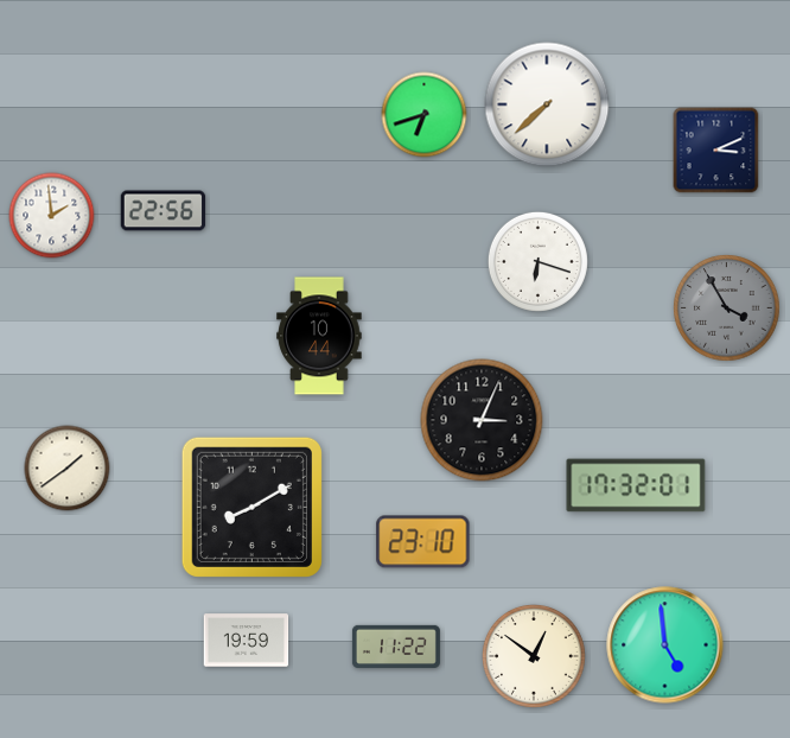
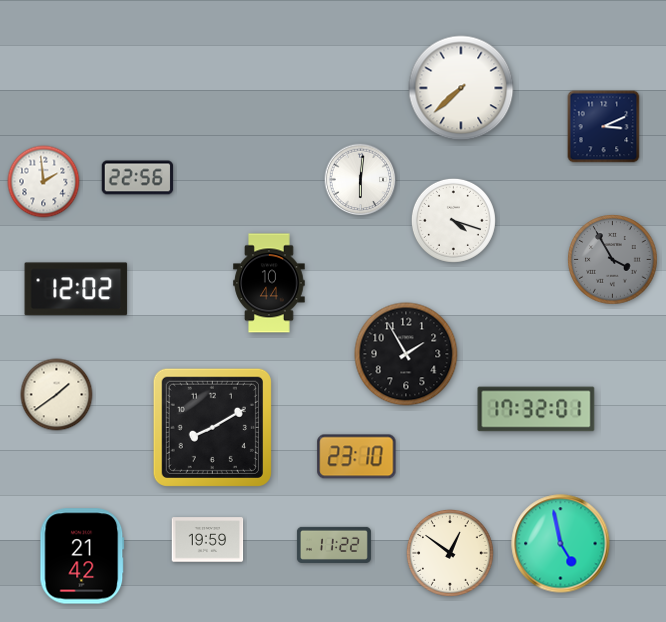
clock at (425, 115): 6:42 -> none
clock at (361, 180): none -> 6:01
clock at (537, 261): 6:18 -> 4:18
clock at (76, 289): none -> 12:02
clock at (482, 420): 3:04 -> 1:55
clock at (665, 645): 4:59 -> 4:58
clock at (82, 556): none -> 21:42
